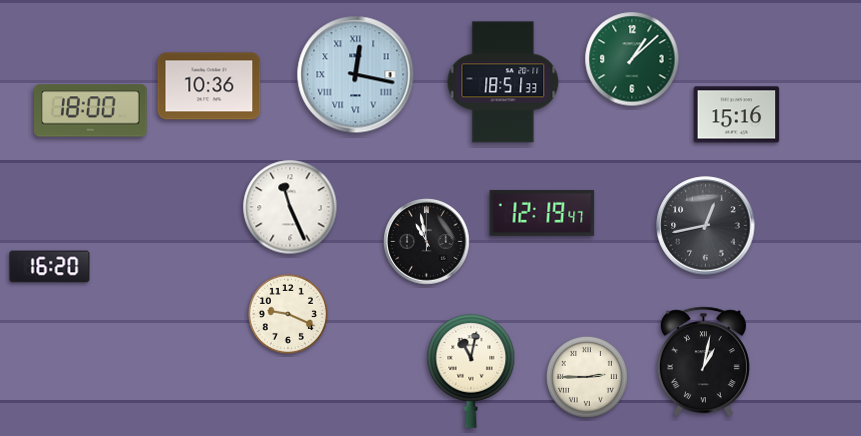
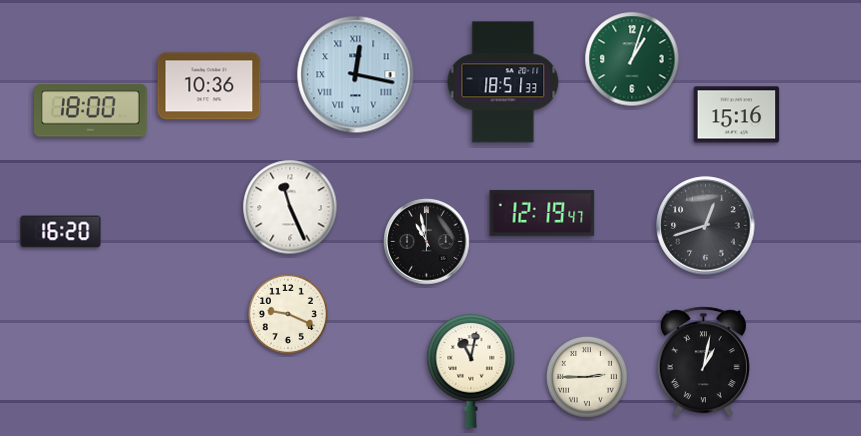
clock at (632, 59): 1:08 -> 1:03
clock at (706, 226): 12:43 -> 12:42
clock at (50, 267) position: (50, 267) -> (61, 232)
